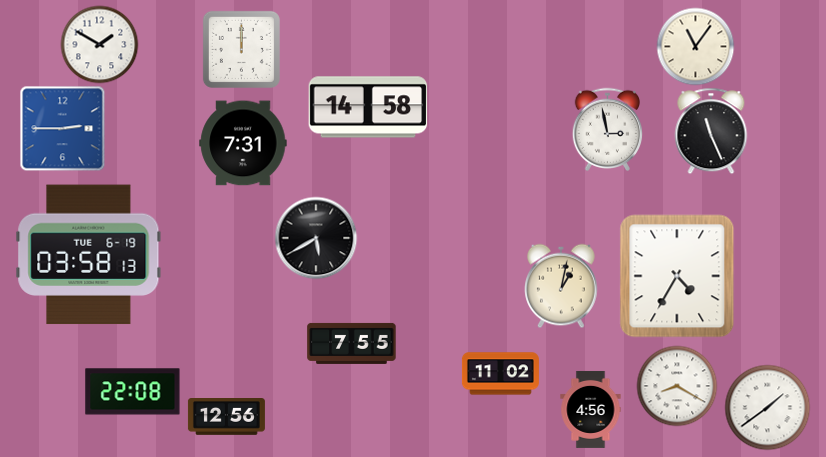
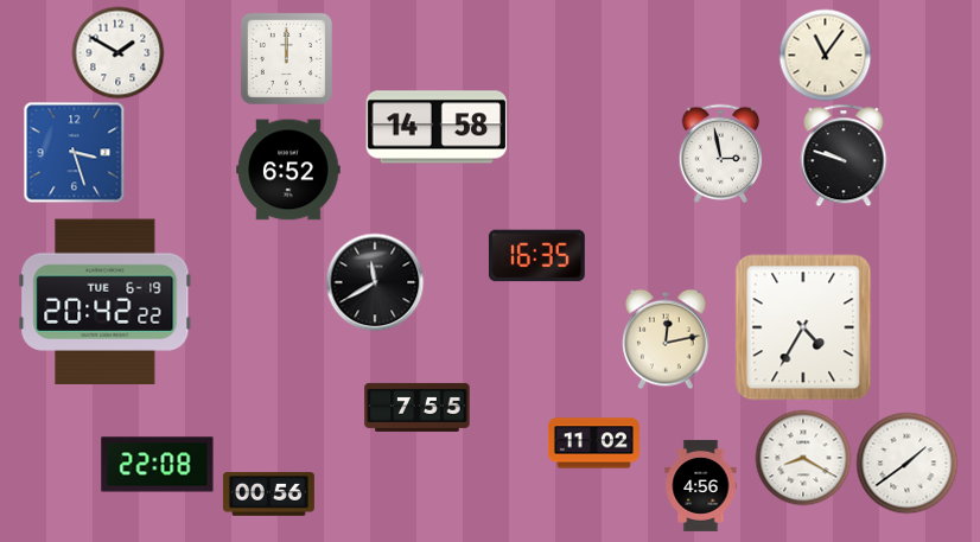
clock at (62, 128): 2:45 -> 3:27
clock at (711, 131): 11:26 -> 9:48
clock at (243, 143): 7:31 -> 6:52
clock at (536, 256): none -> 16:35
clock at (316, 238): 5:40 -> 11:40
clock at (89, 255): 03:58 -> 20:42
clock at (561, 286): 1:02 -> 12:13
clock at (767, 407) position: (767, 407) -> (906, 463)
clock at (226, 417): 12:56 -> 00:56
